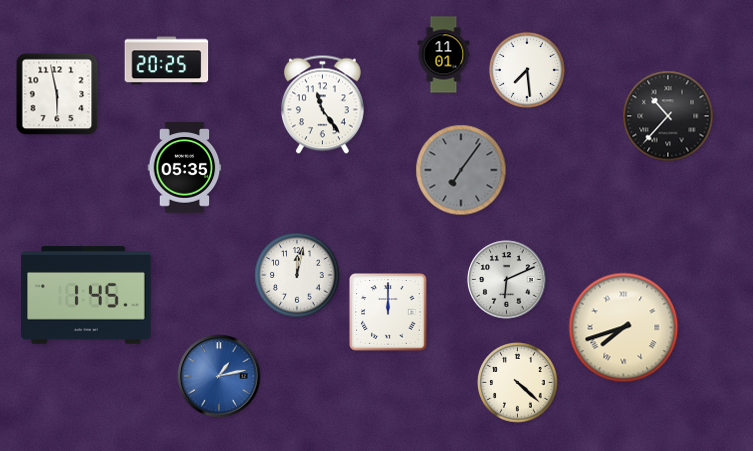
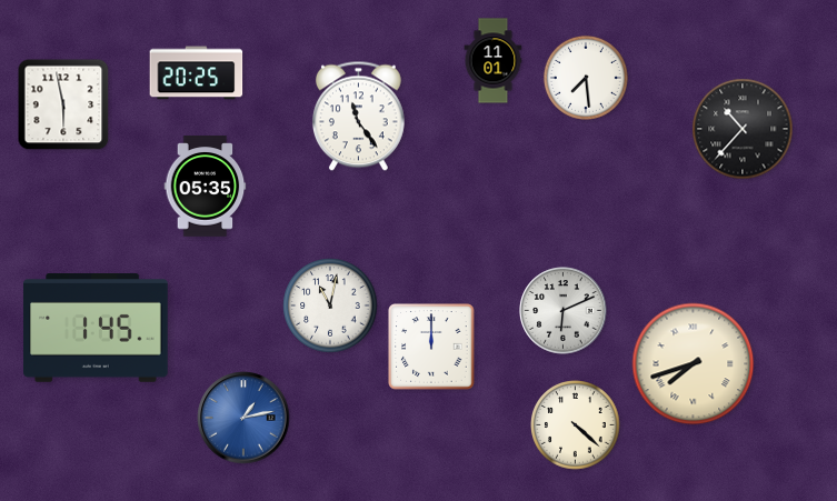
clock at (167, 61) position: (167, 61) -> (197, 73)
clock at (461, 170): 7:06 -> none
clock at (297, 275): 12:02 -> 11:02
